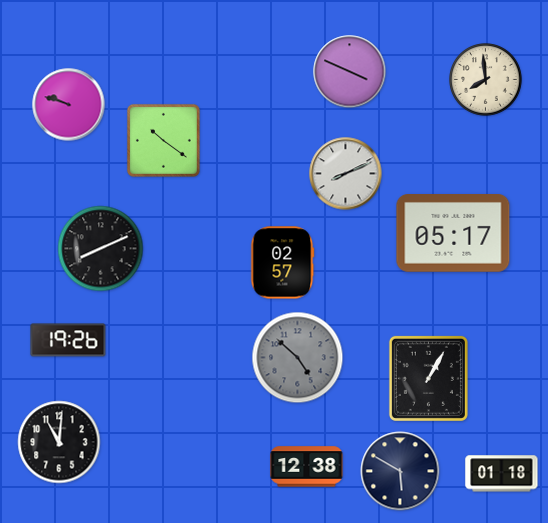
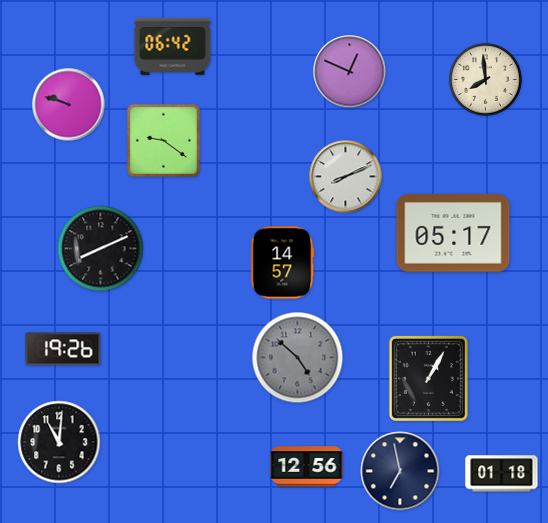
clock at (173, 46): none -> 06:42
clock at (350, 72): 3:49 -> 12:49
clock at (163, 140): 10:21 -> 9:21
clock at (346, 174) position: (346, 174) -> (346, 177)
clock at (283, 263): 02:57 -> 14:57
clock at (68, 340) position: (68, 340) -> (63, 349)
clock at (307, 467): 12:38 -> 12:56
clock at (400, 471): 5:50 -> 6:58
